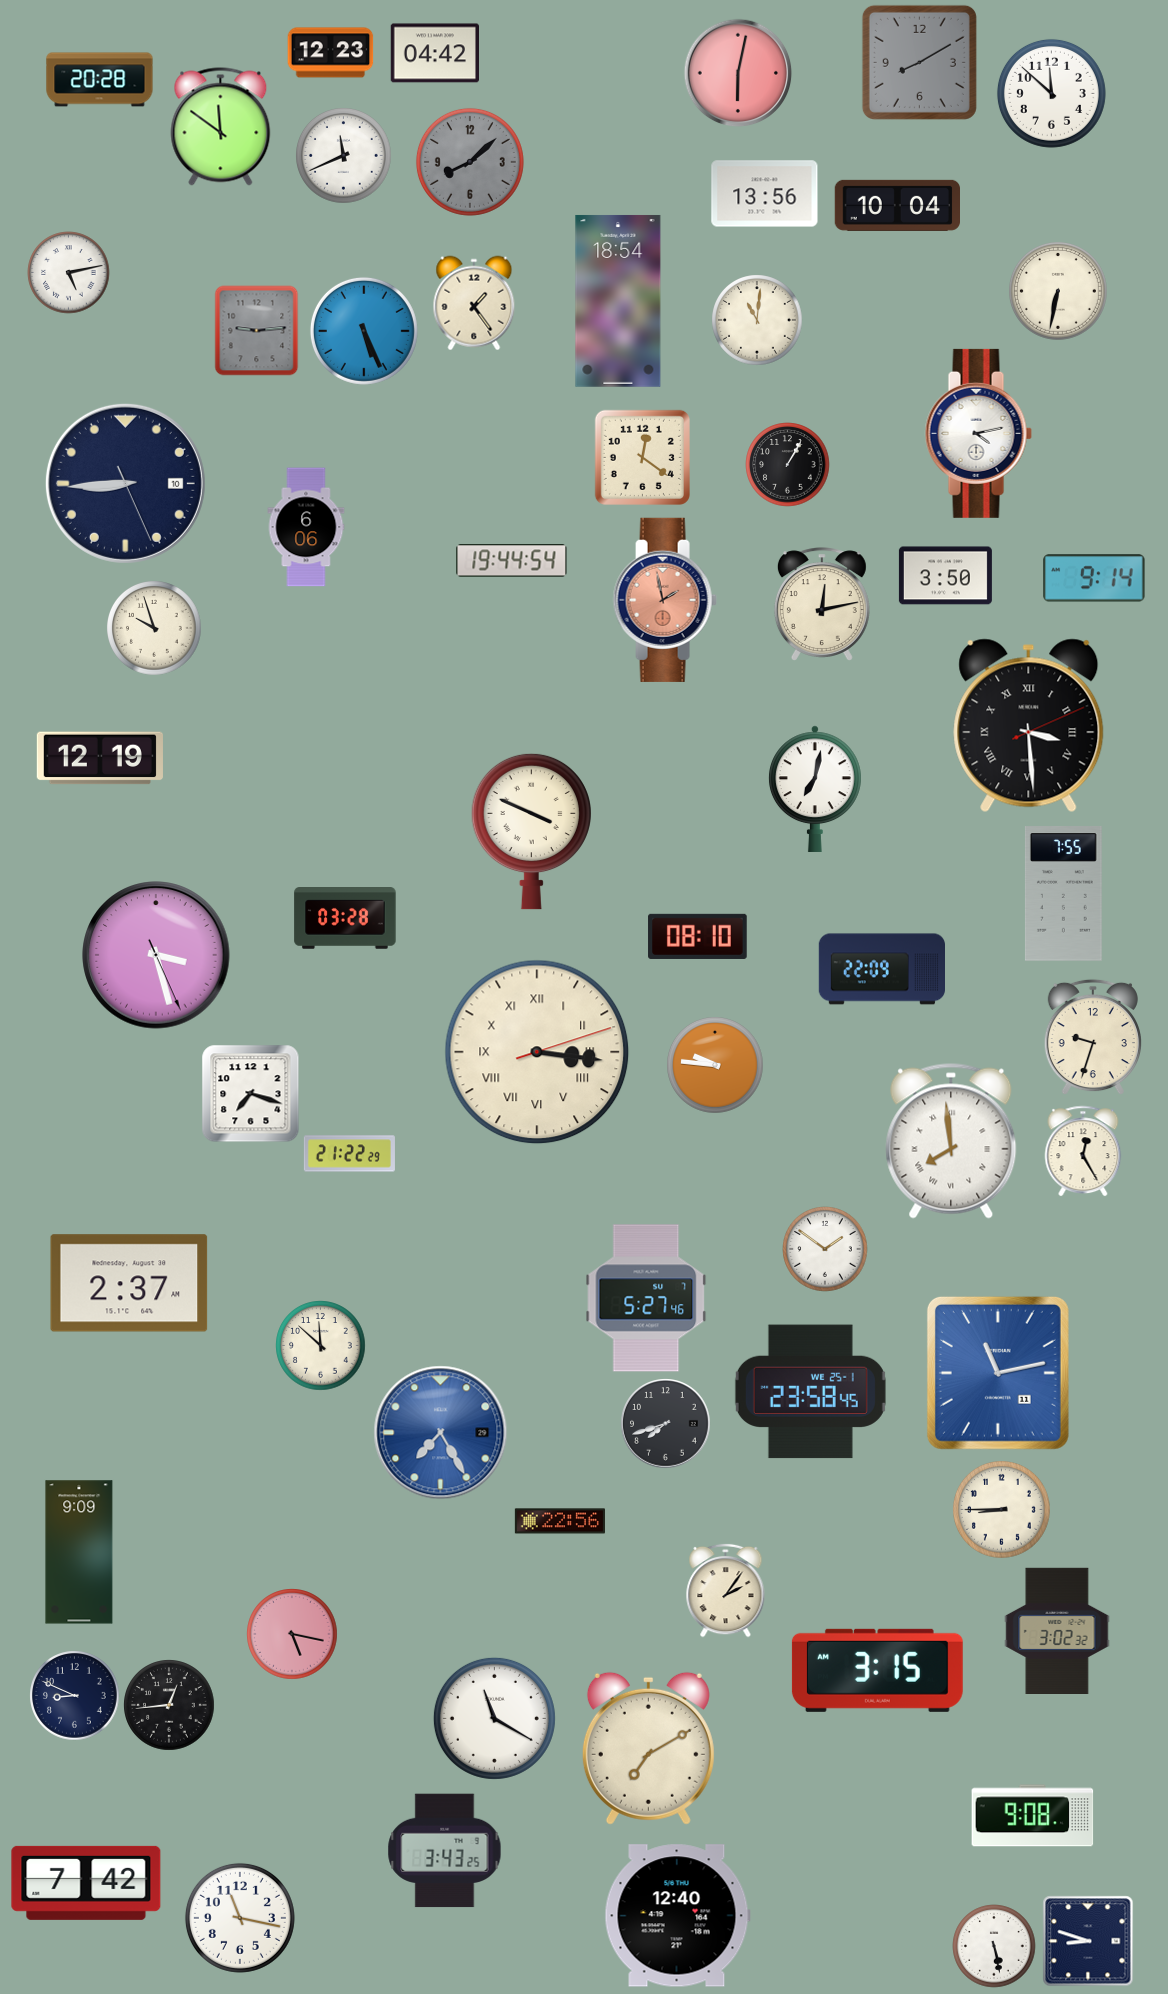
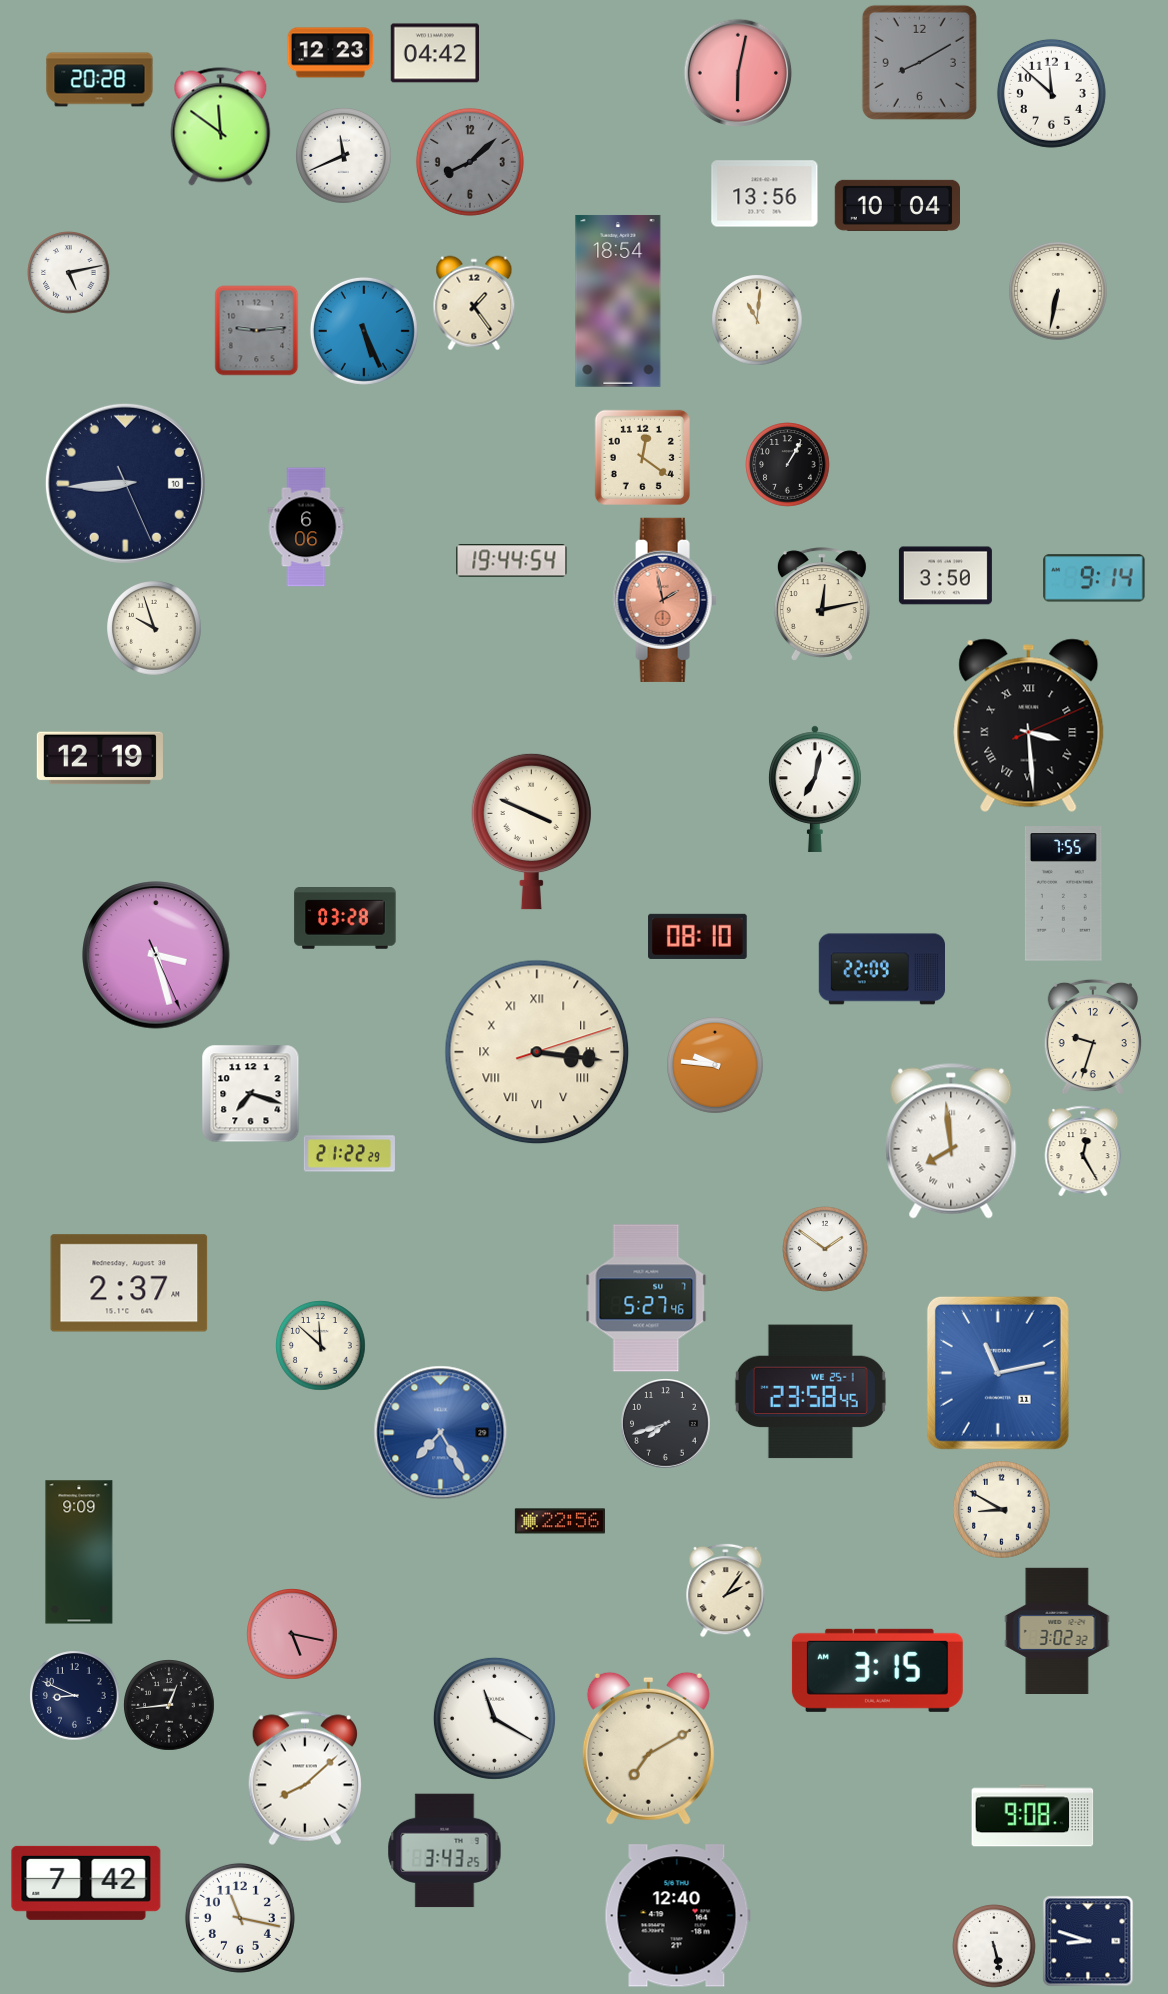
clock at (978, 433): 4:13 -> none
clock at (1002, 1510): 8:45 -> 8:50
clock at (305, 1778): none -> 8:08
